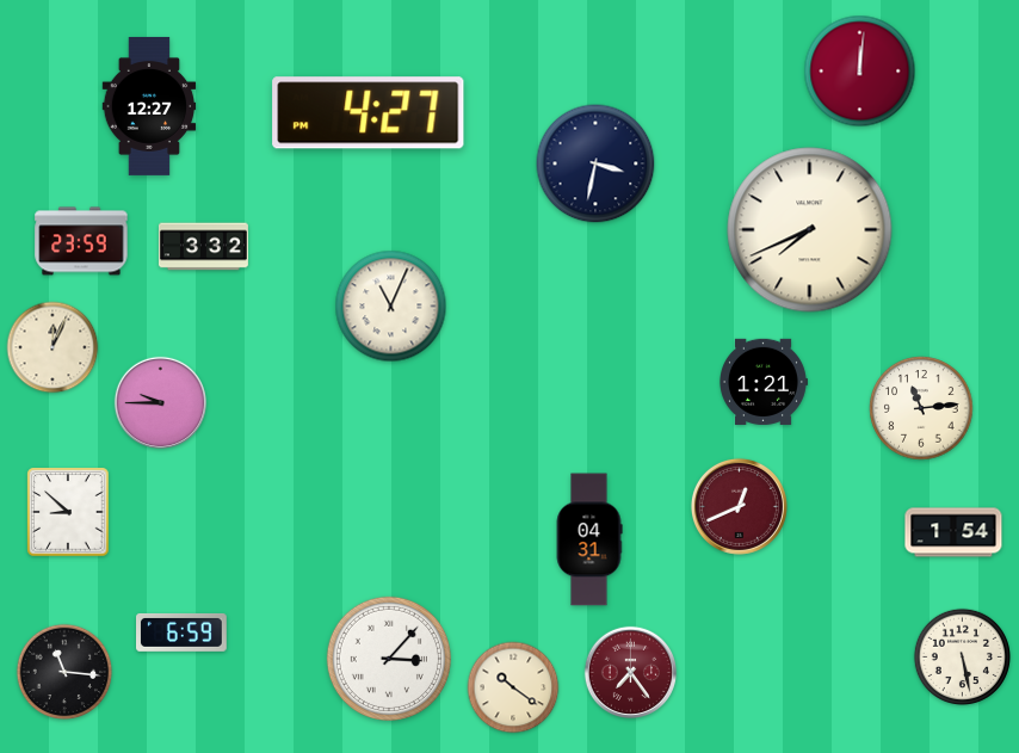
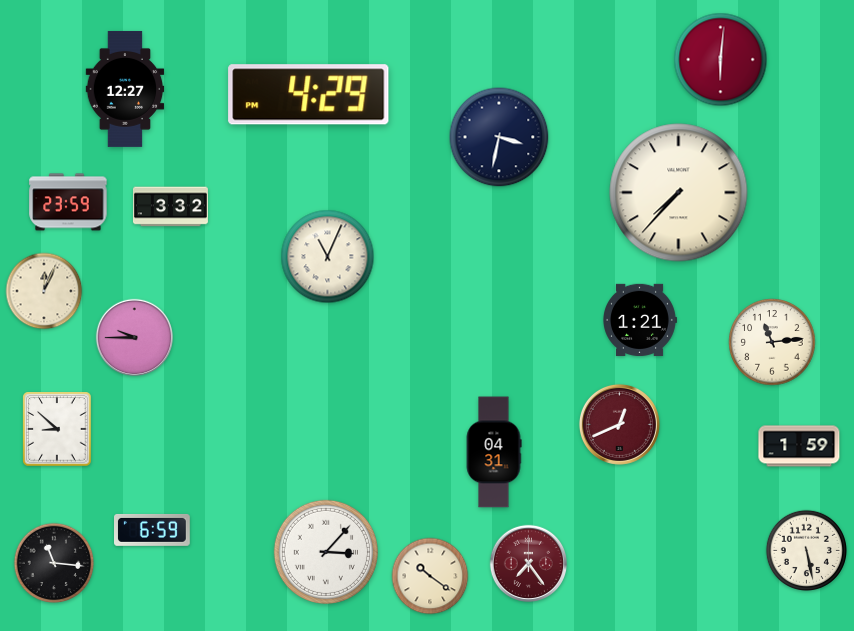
clock at (860, 72): 12:01 -> 6:01
clock at (369, 113): 4:27 -> 4:29
clock at (810, 230): 7:41 -> 7:37
clock at (953, 532): 1:54 -> 1:59
